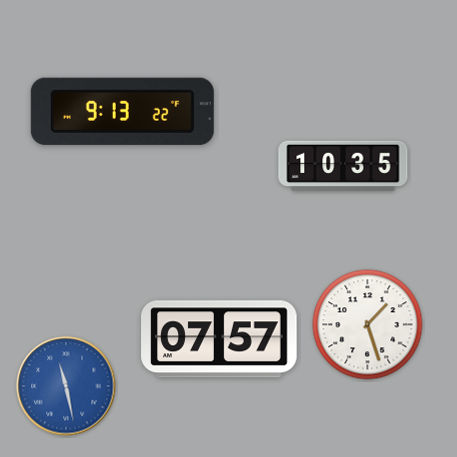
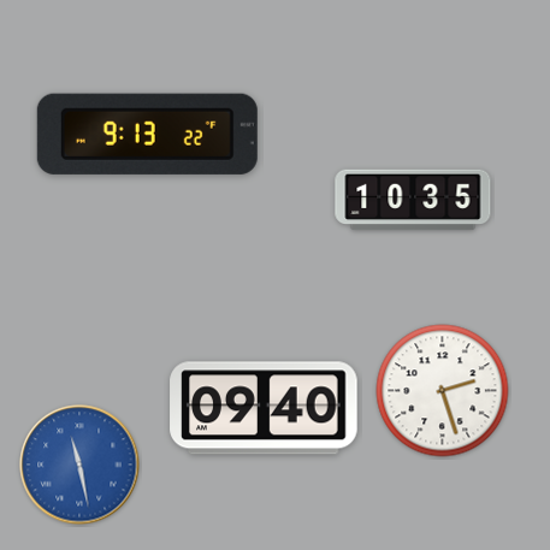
clock at (368, 325): 1:27 -> 2:27
clock at (219, 339): 07:57 -> 09:40
